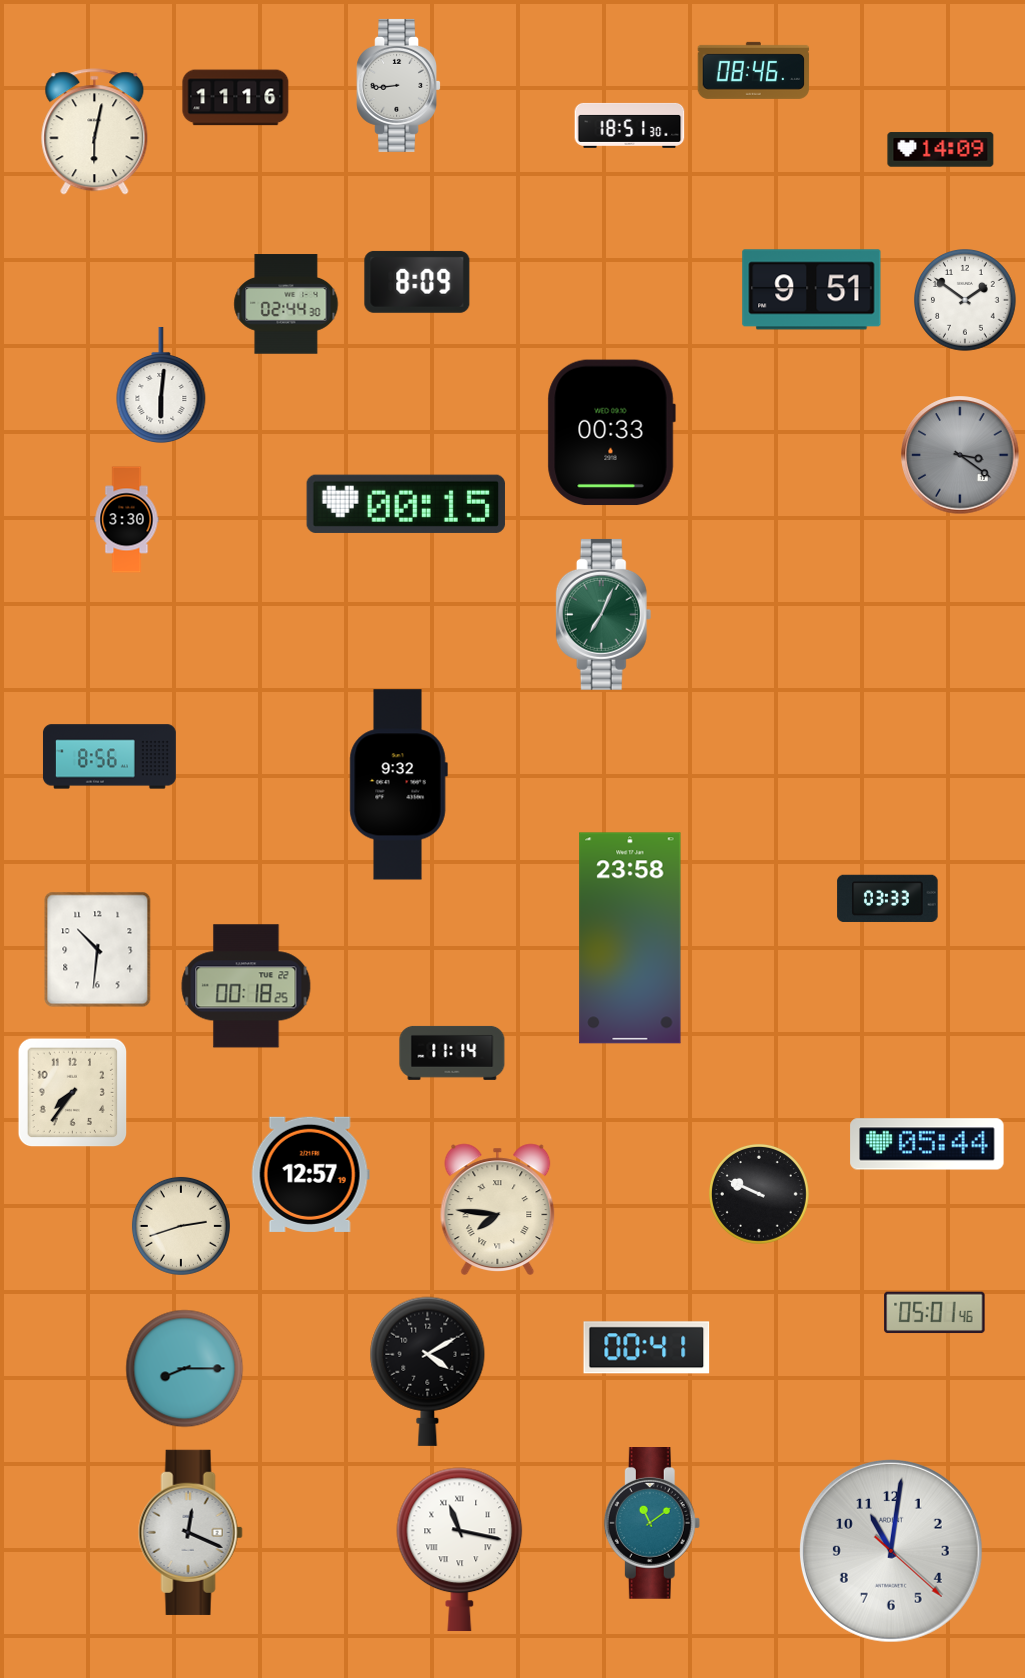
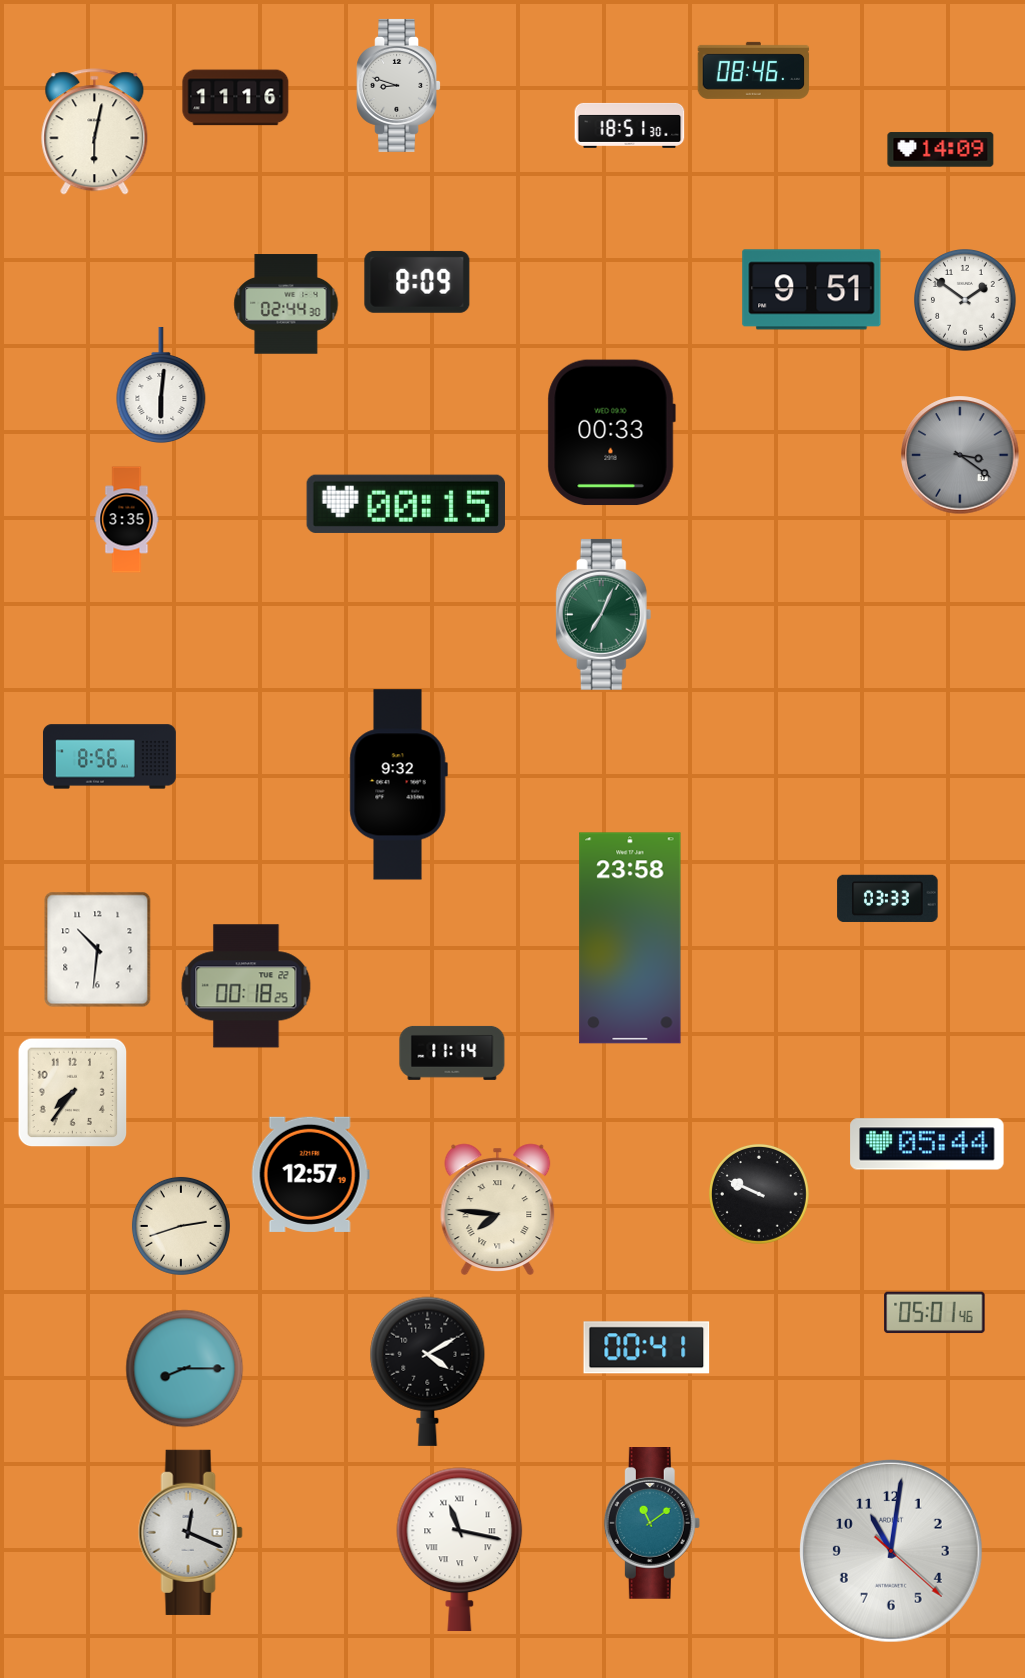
clock at (398, 85): 8:44 -> 8:48
clock at (127, 520): 3:30 -> 3:35
